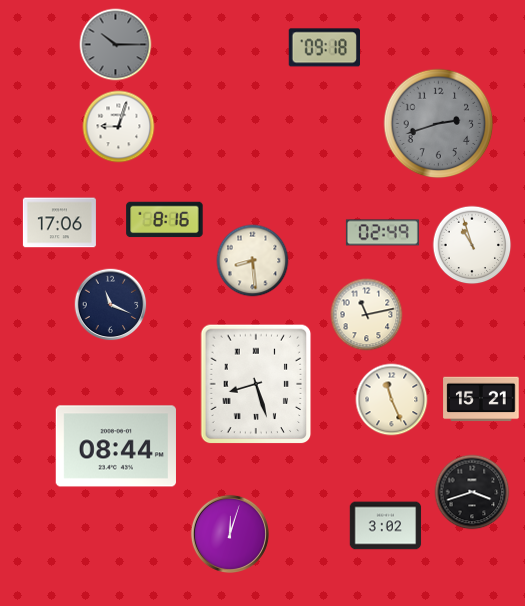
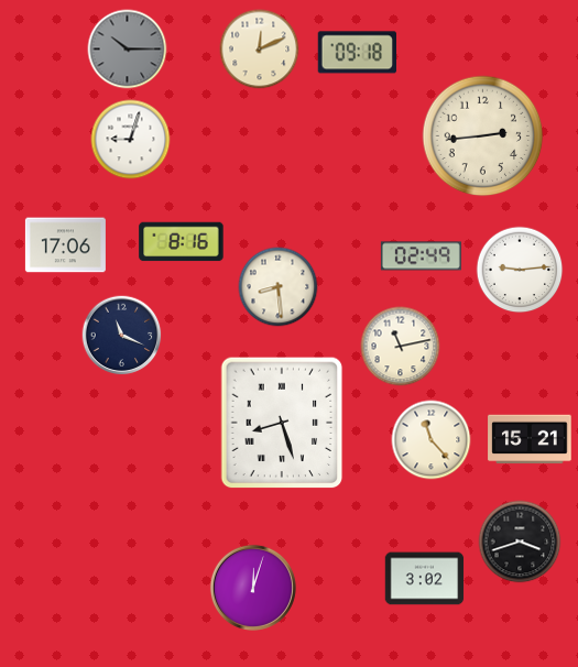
clock at (260, 50): none -> 12:11
clock at (439, 124): 2:42 -> 2:44
clock at (439, 124) dial: grey -> cream
clock at (472, 245): 10:57 -> 9:14
clock at (367, 315) position: (367, 315) -> (401, 347)
clock at (392, 400): 11:26 -> 11:23
clock at (116, 446): 08:44 -> none
